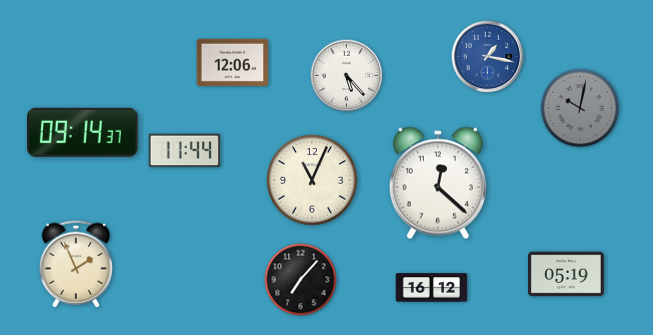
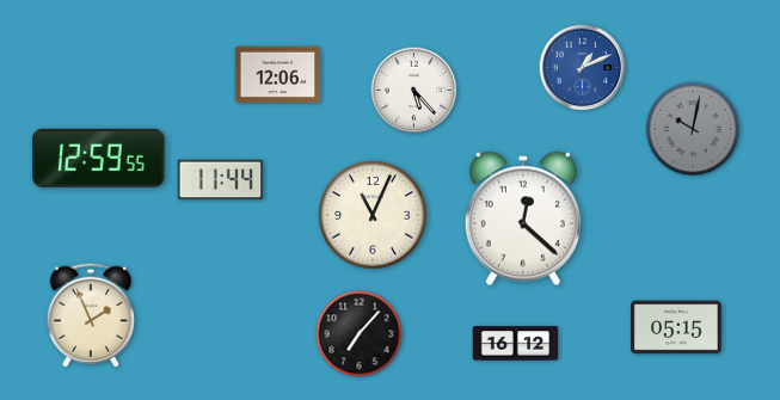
clock at (488, 57): 1:17 -> 1:11
clock at (83, 132): 09:14 -> 12:59
clock at (567, 274): 05:19 -> 05:15
